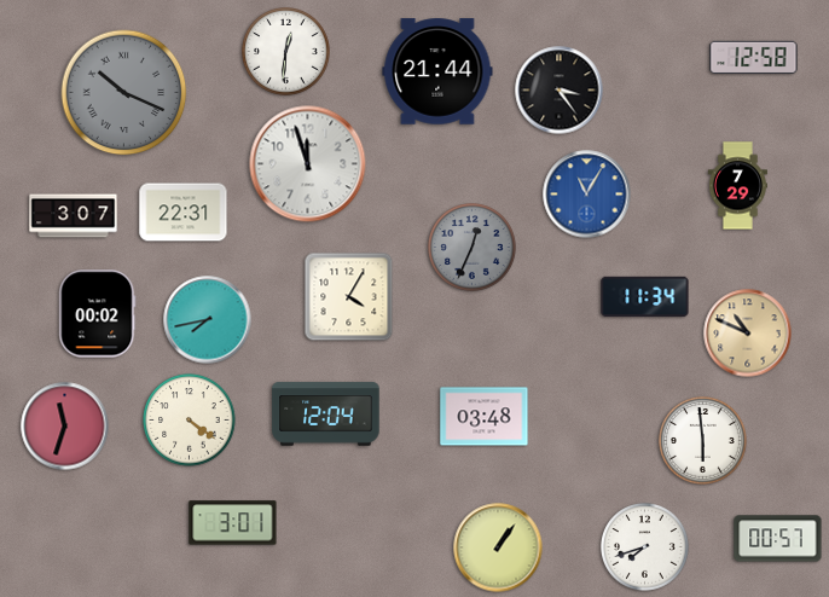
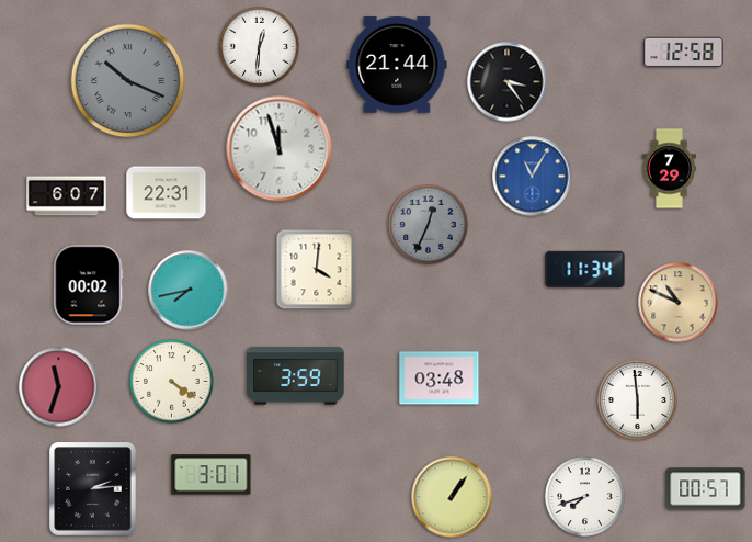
clock at (124, 93) position: (124, 93) -> (128, 81)
clock at (74, 216): 3:07 -> 6:07
clock at (349, 297): 4:05 -> 4:01
clock at (326, 415): 12:04 -> 3:59
clock at (93, 489): none -> 2:14
